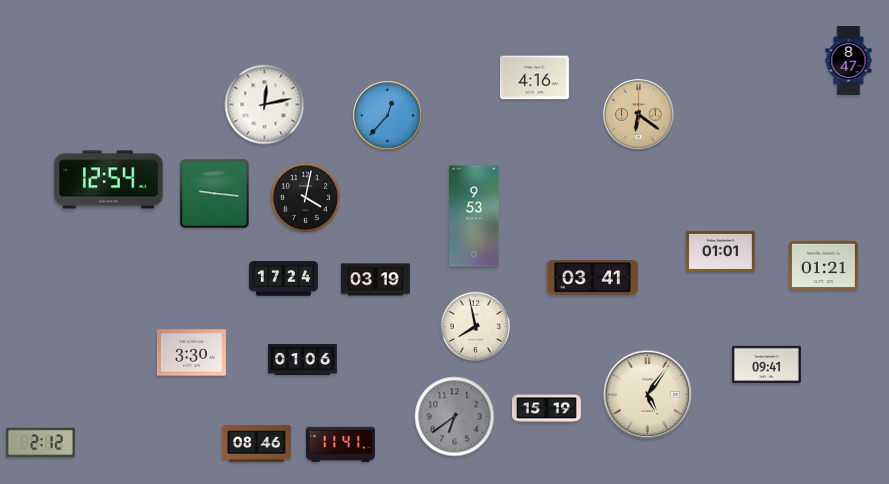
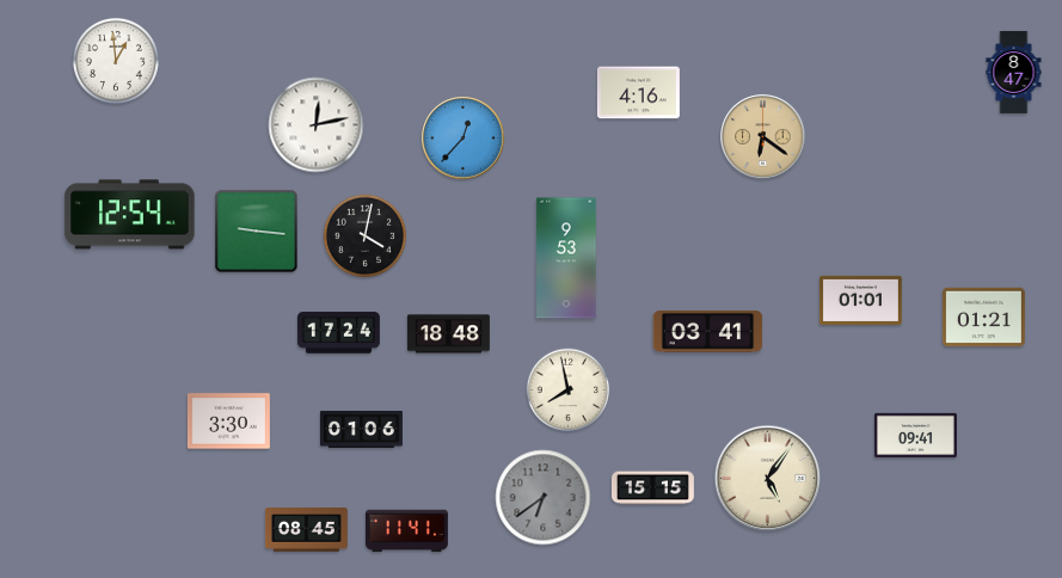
clock at (116, 61): none -> 12:59
clock at (375, 280): 03:19 -> 18:48
clock at (648, 395) position: (648, 395) -> (768, 479)
clock at (546, 409): 15:19 -> 15:15
clock at (40, 443): 2:12 -> none
clock at (256, 444): 08:46 -> 08:45
